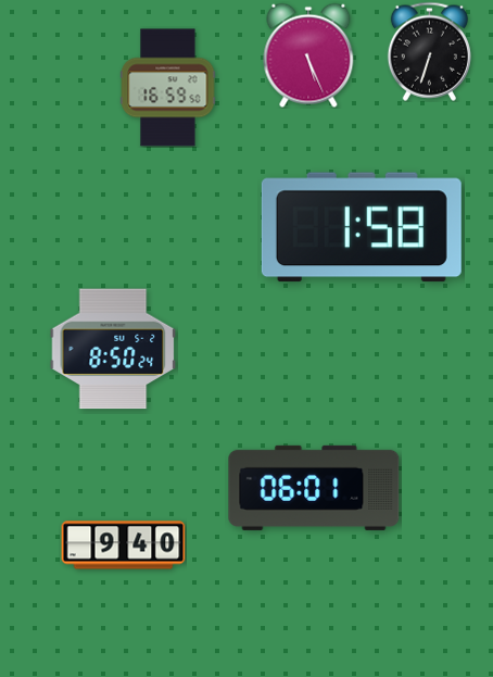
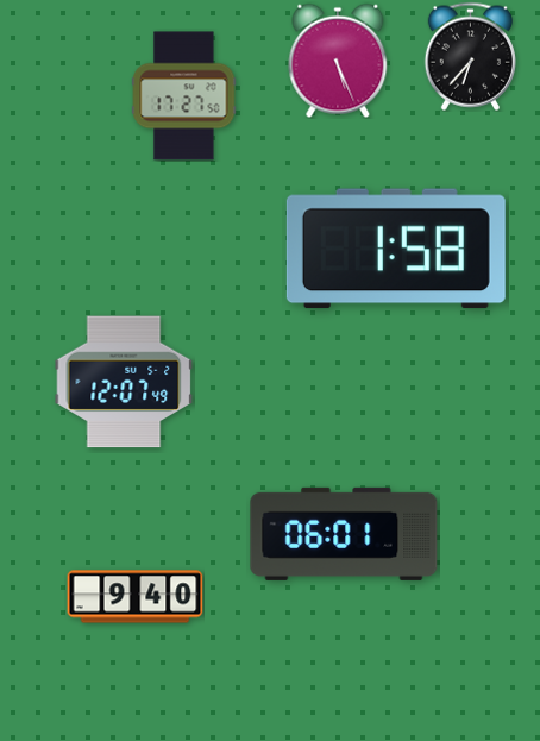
clock at (429, 51): 6:33 -> 6:37
clock at (168, 88): 16:59 -> 17:27
clock at (113, 349): 8:50 -> 12:07
